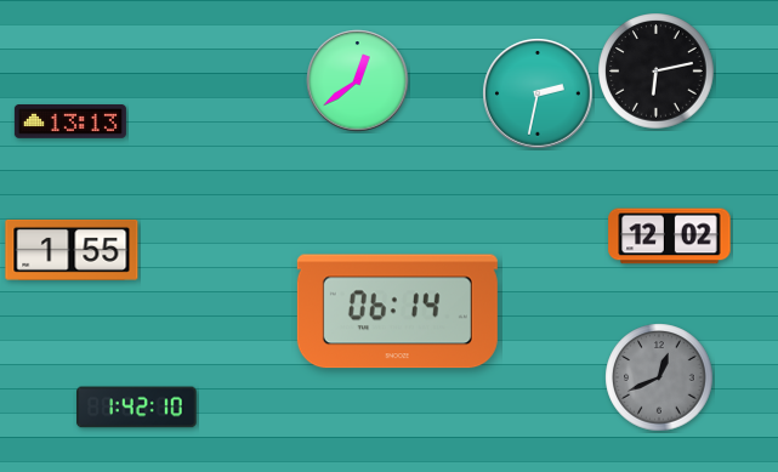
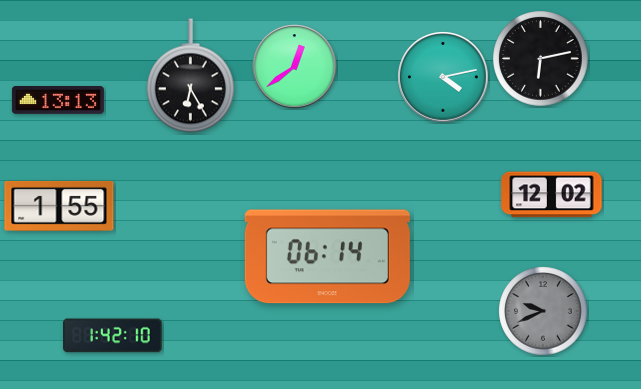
clock at (190, 76): none -> 6:25
clock at (538, 93): 2:32 -> 4:13
clock at (659, 377): 12:41 -> 9:41
